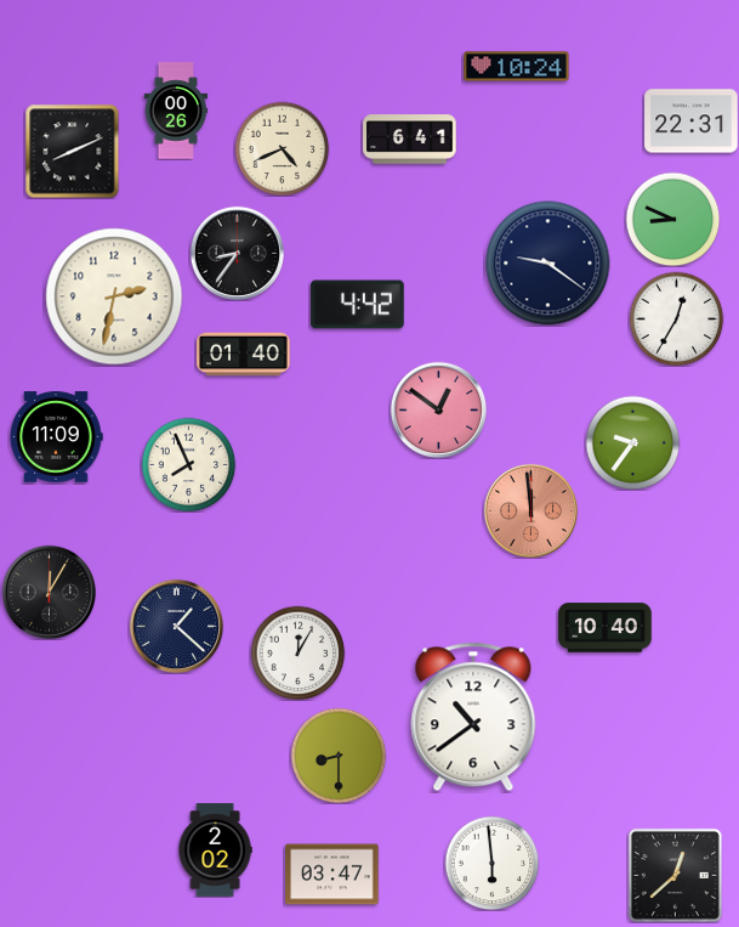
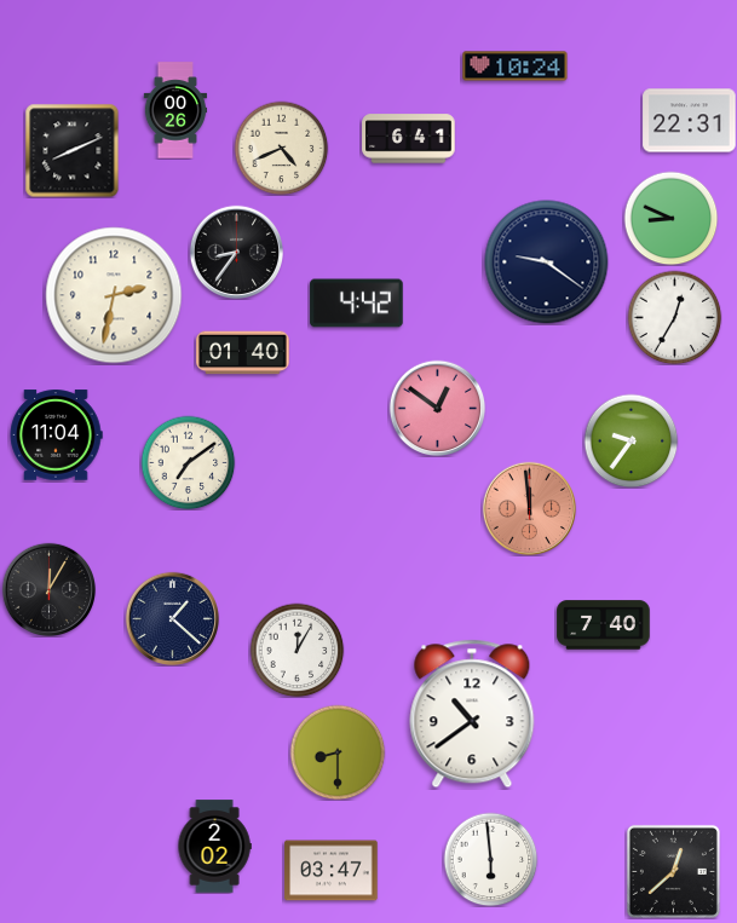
clock at (56, 437): 11:09 -> 11:04
clock at (188, 464): 7:56 -> 7:09
clock at (176, 626) position: (176, 626) -> (172, 618)
clock at (606, 628): 10:40 -> 7:40
